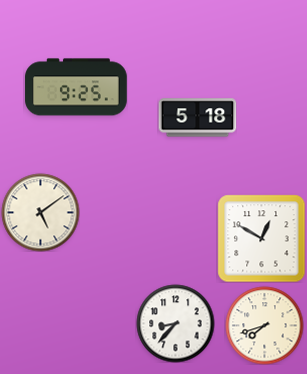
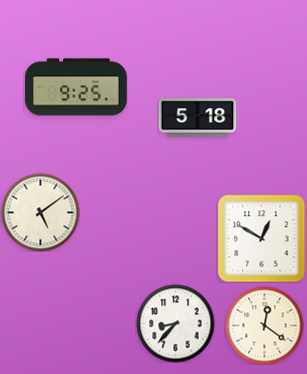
clock at (264, 325): 7:42 -> 12:21
